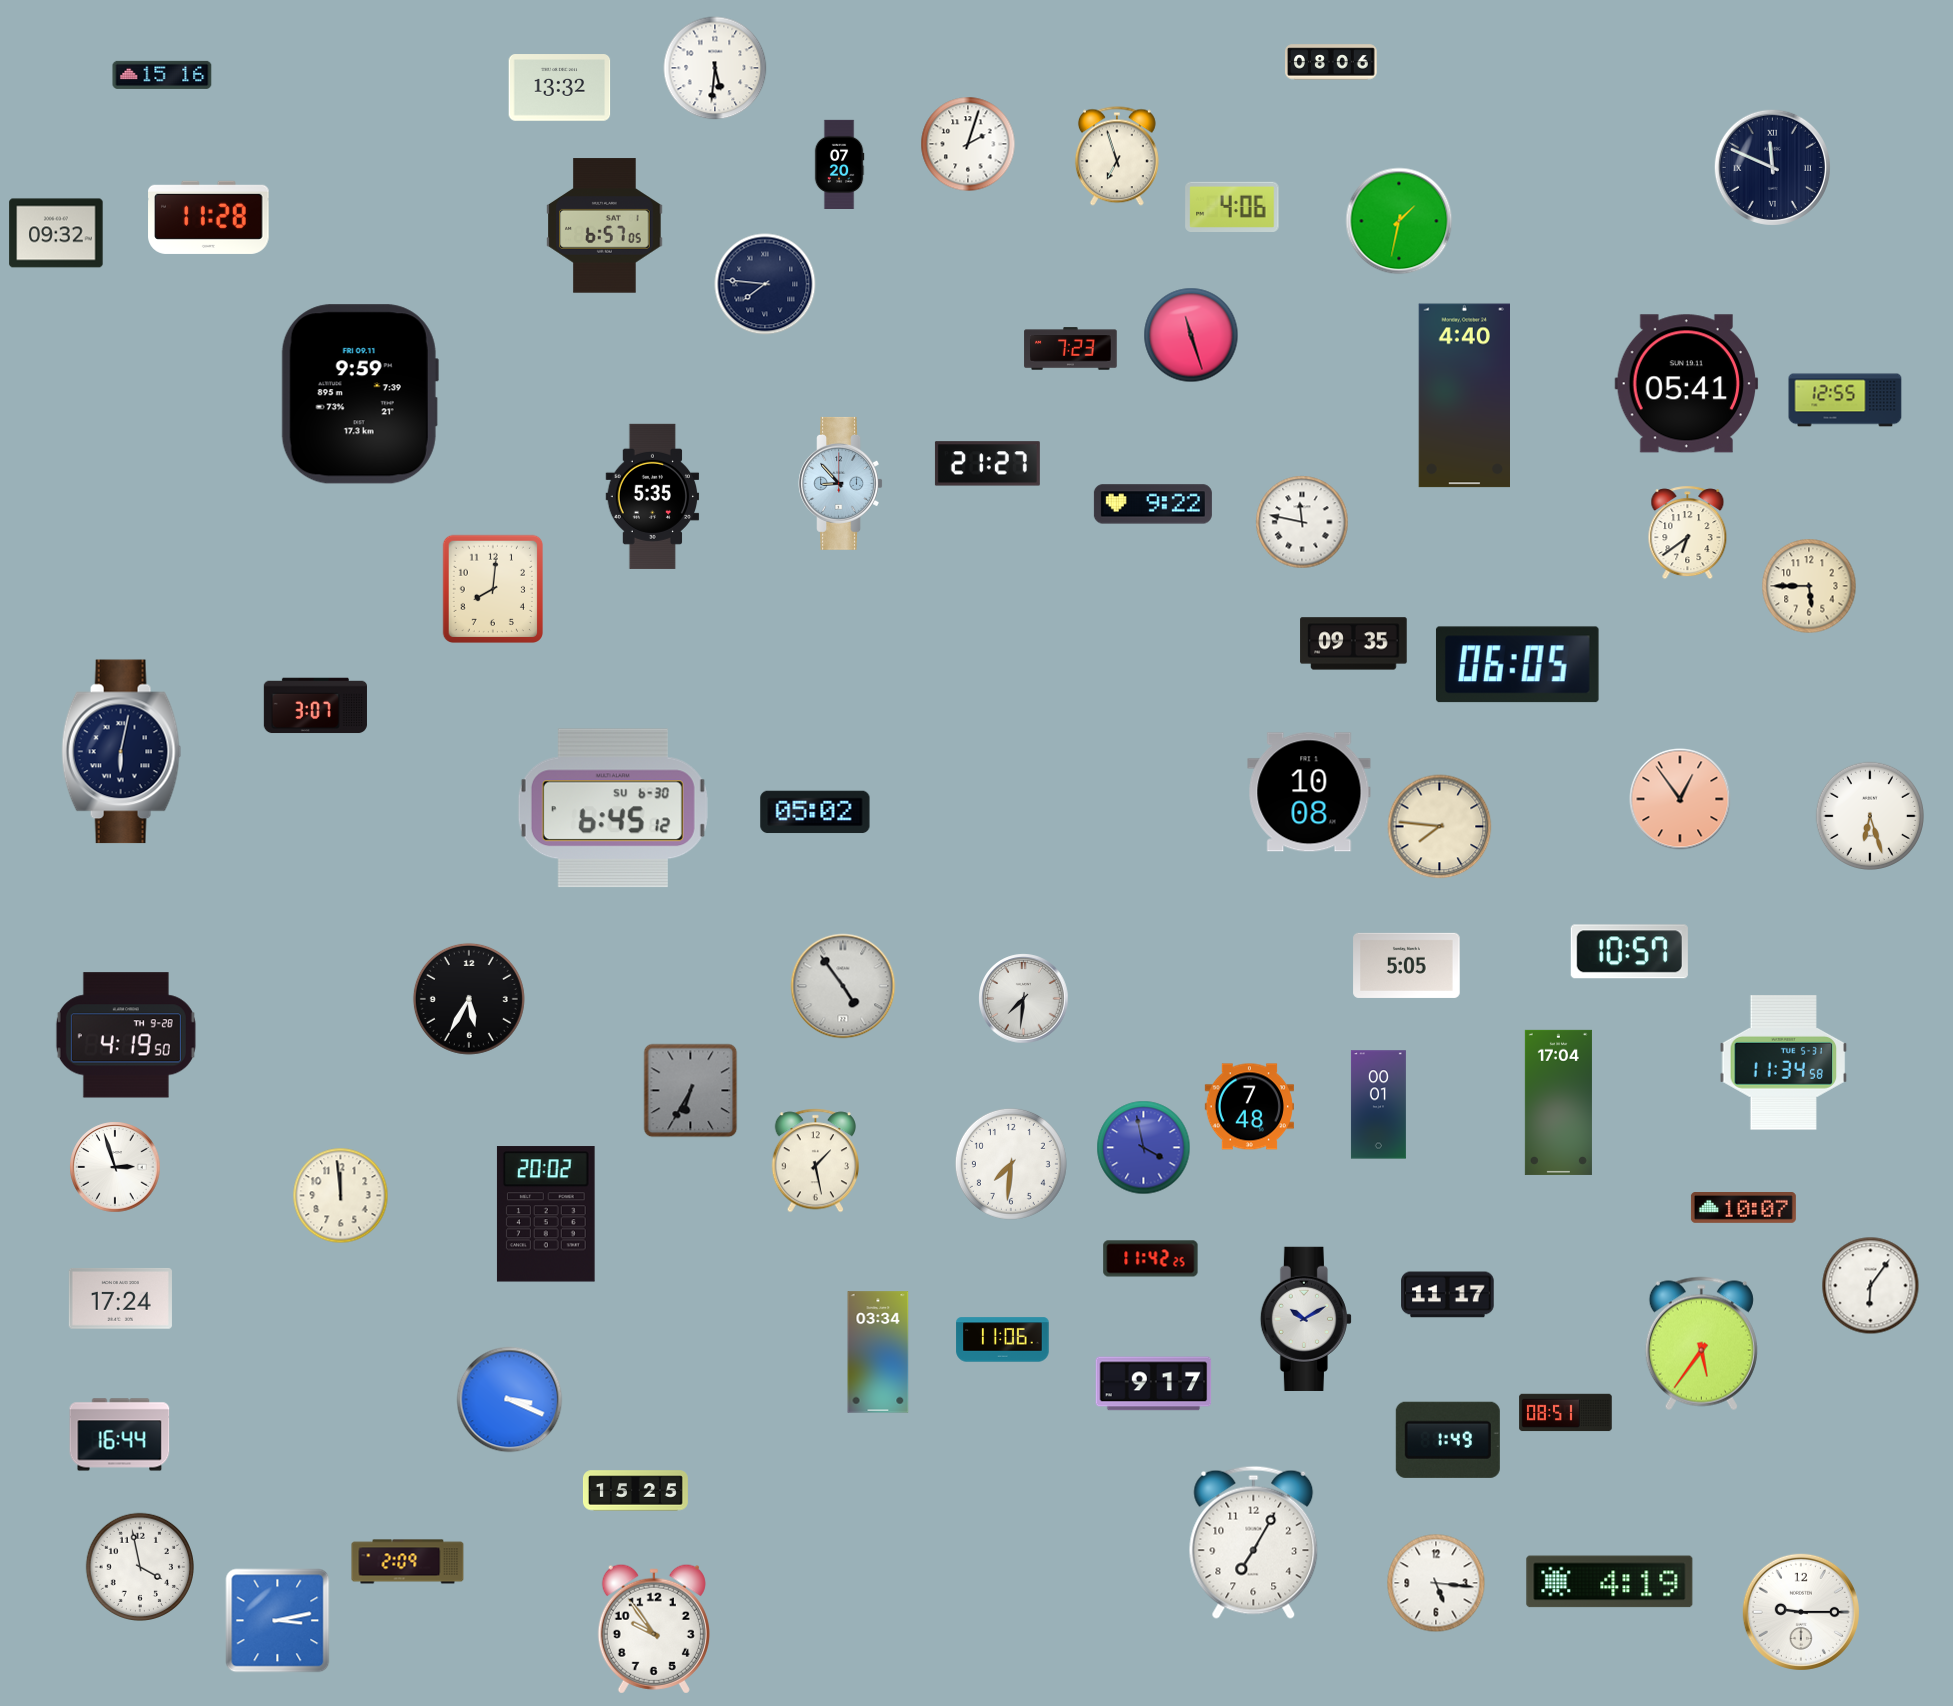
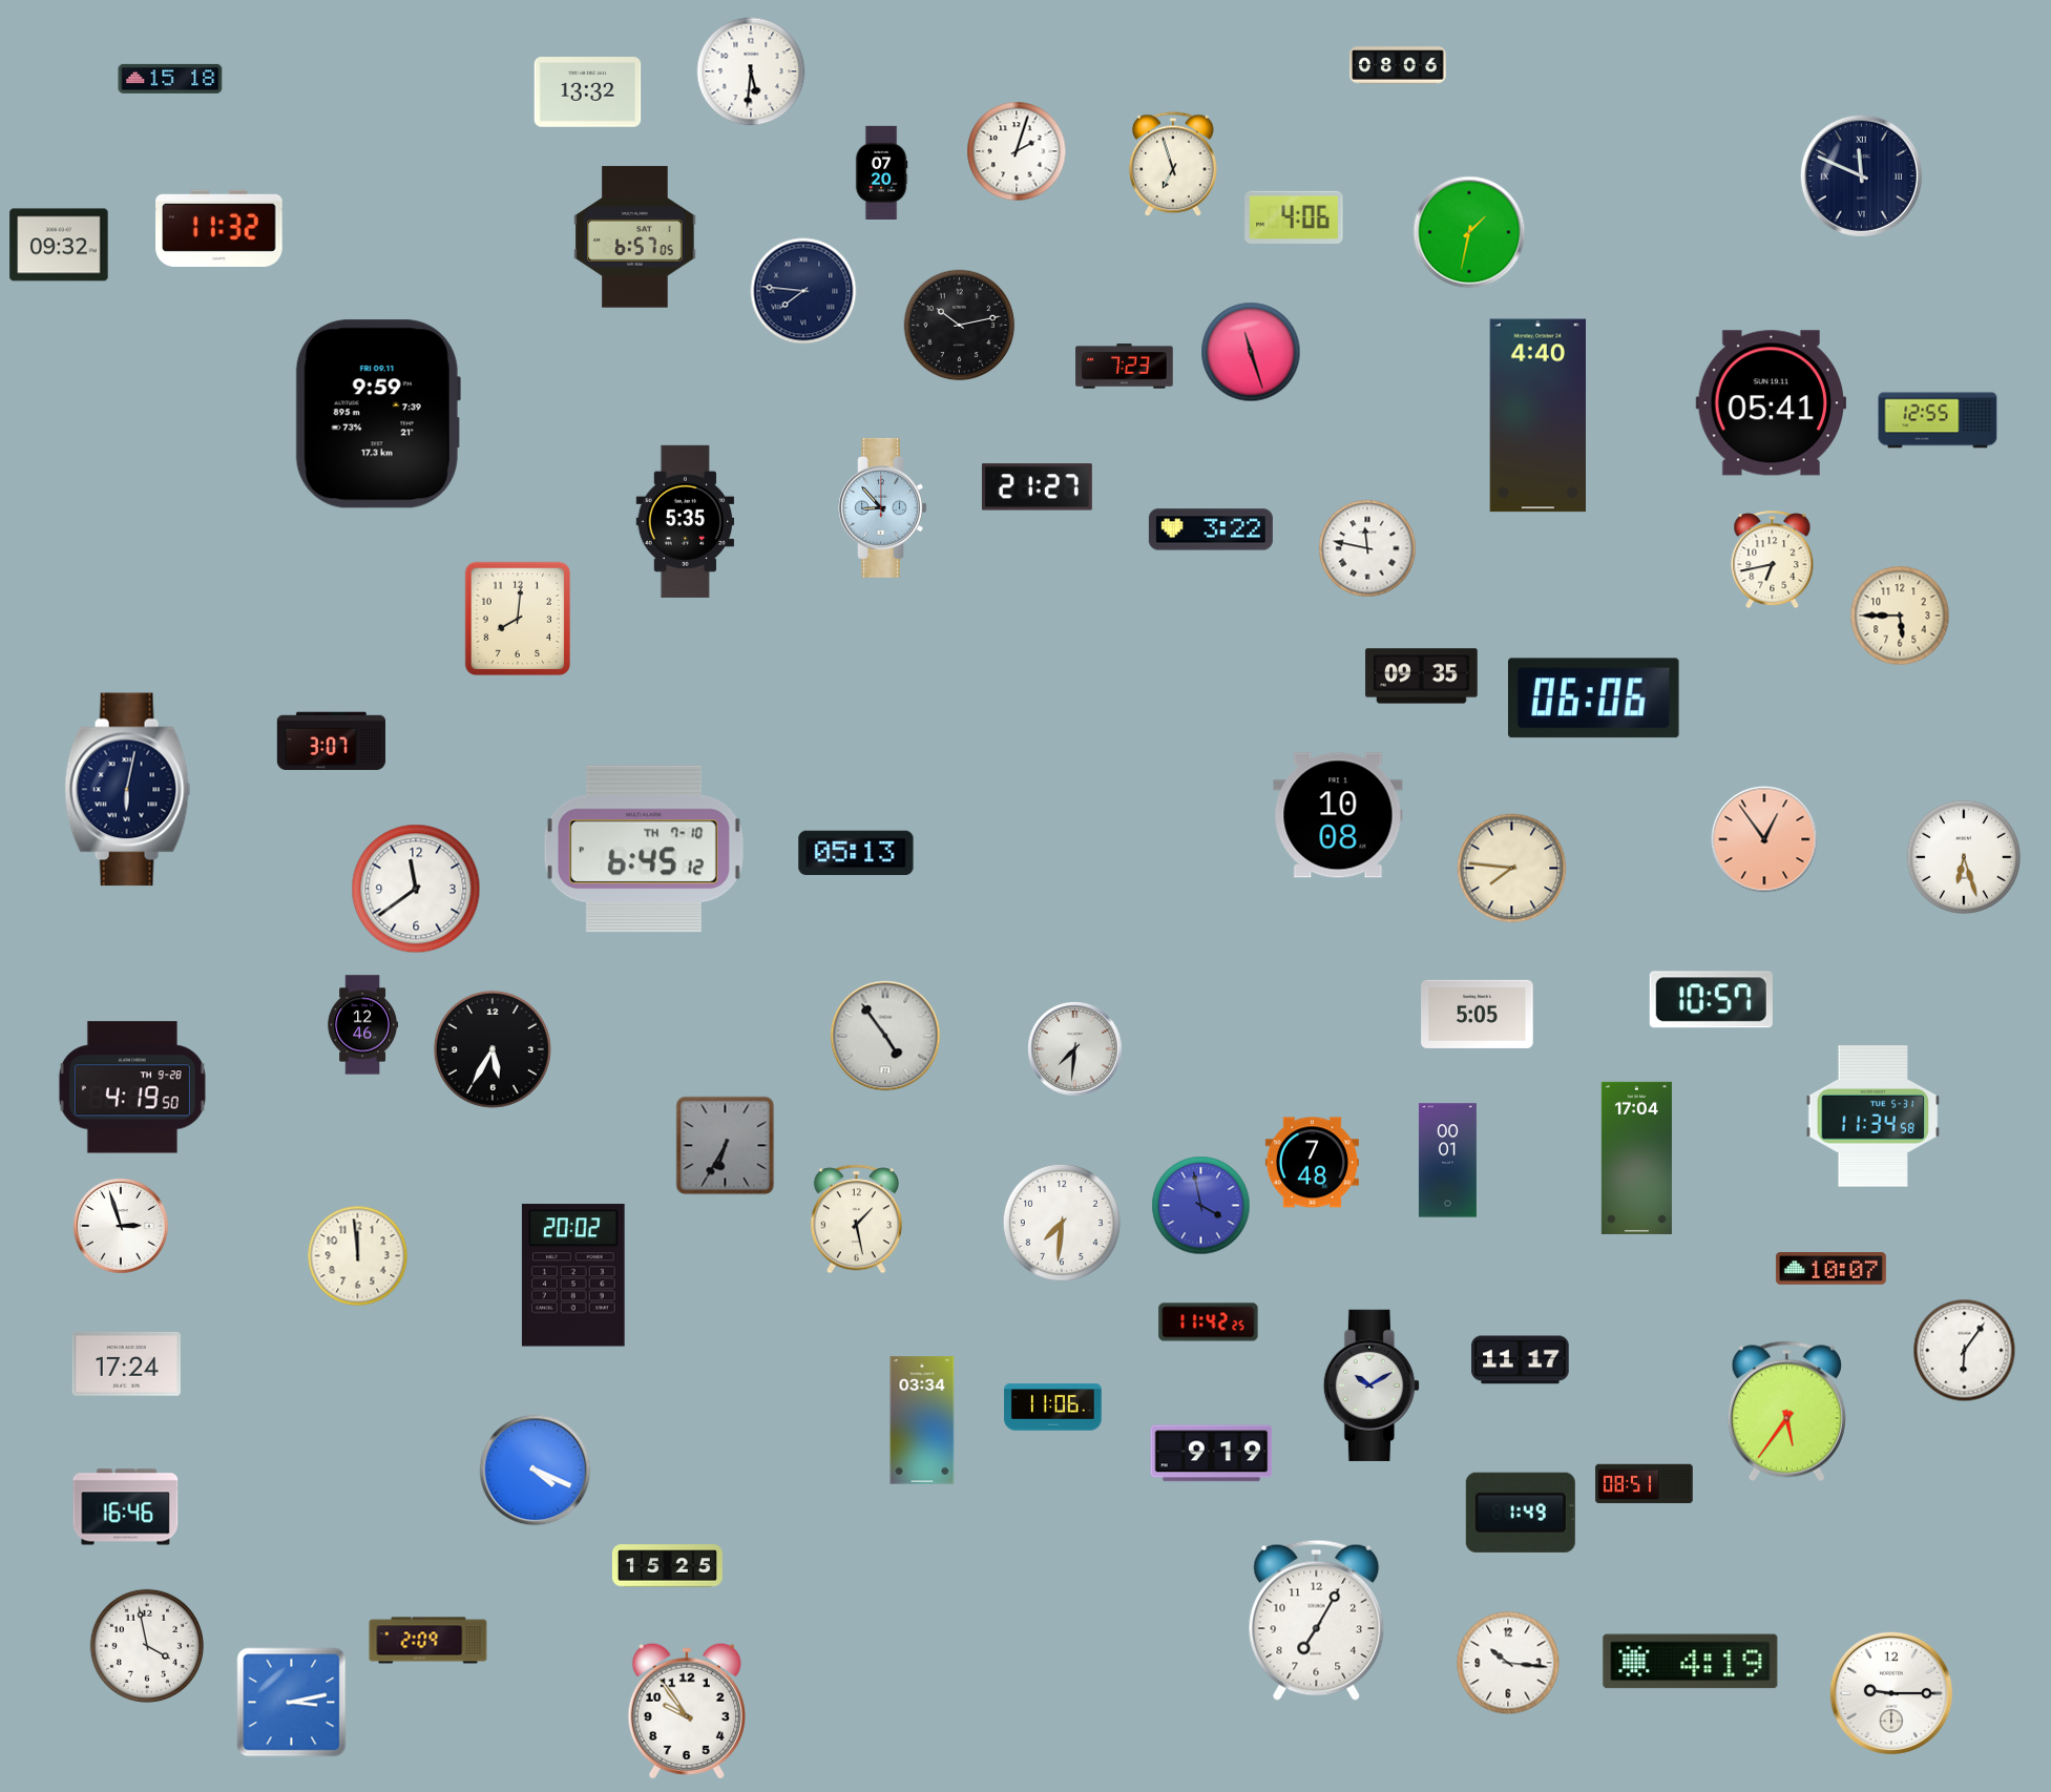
clock at (162, 75): 15:16 -> 15:18
clock at (209, 217): 11:28 -> 11:32
clock at (765, 284) position: (765, 284) -> (803, 291)
clock at (960, 326): none -> 10:13
clock at (1153, 504): 9:22 -> 3:22
clock at (1688, 533): 6:39 -> 6:43
clock at (1517, 665): 06:05 -> 06:06
clock at (1309, 792) position: (1309, 792) -> (1338, 815)
clock at (613, 808) date: SU 6-30 -> TH 7-10
clock at (815, 812): 05:02 -> 05:13
clock at (416, 889): none -> 11:39
clock at (362, 1025): none -> 12:46
clock at (1154, 1384): 9:17 -> 9:19
clock at (510, 1400): 3:19 -> 4:19
clock at (120, 1435): 16:44 -> 16:46
clock at (1436, 1583): 5:16 -> 10:16
